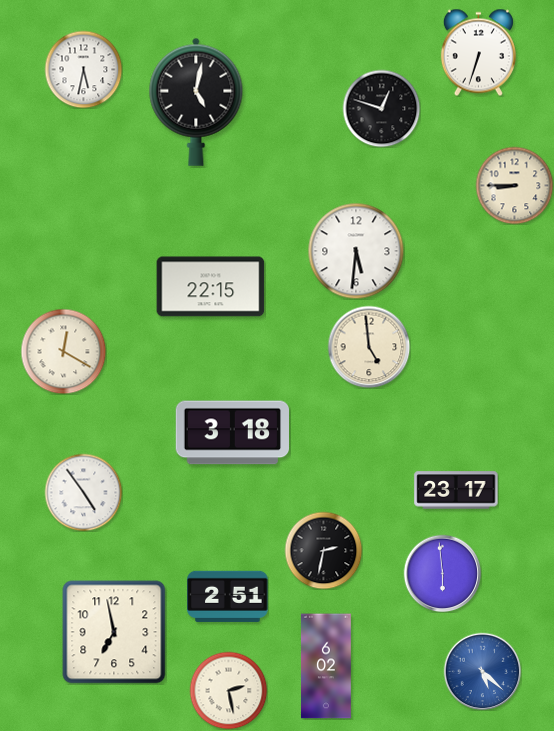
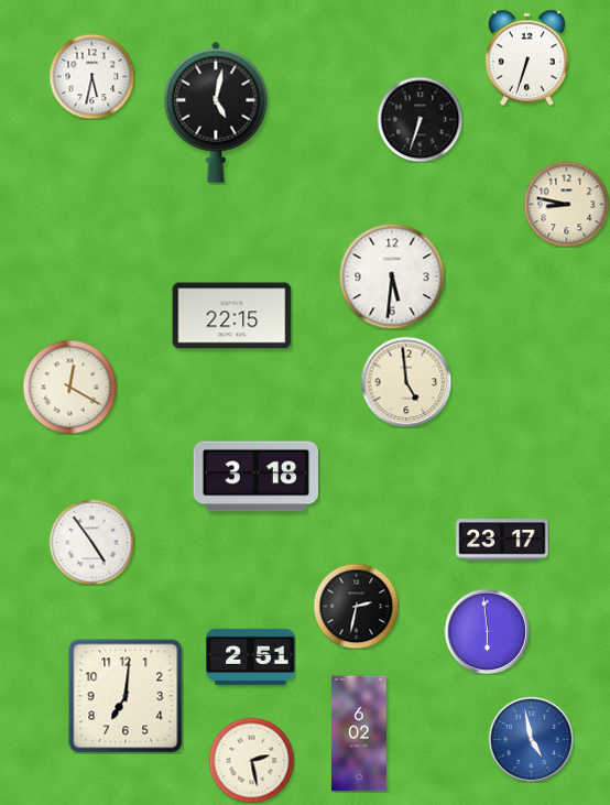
clock at (381, 108): 12:48 -> 6:33
clock at (514, 185): 8:45 -> 8:47
clock at (114, 632): 6:58 -> 7:01
clock at (482, 671): 5:22 -> 4:58
